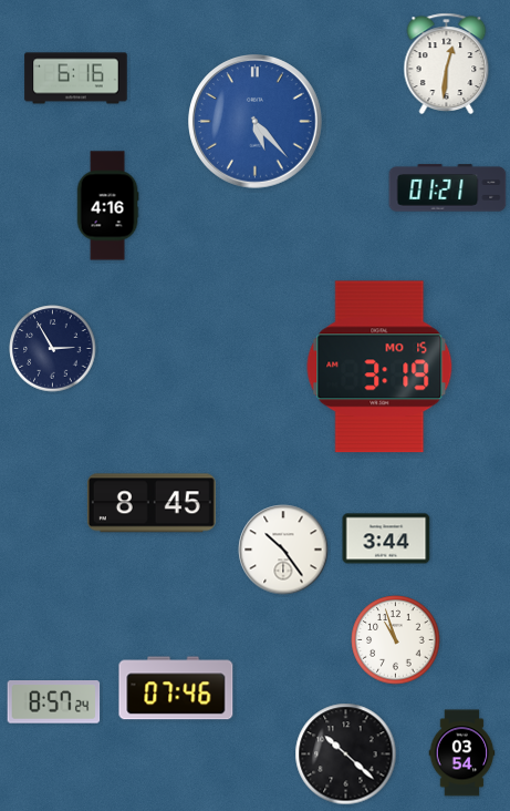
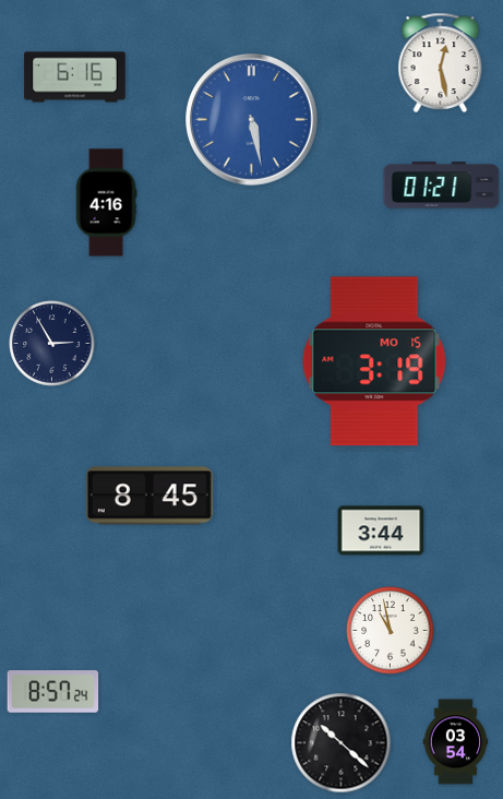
clock at (447, 63): 12:31 -> 12:28
clock at (256, 122): 5:23 -> 5:28
clock at (283, 550): 10:24 -> none
clock at (396, 640): 10:57 -> 10:58
clock at (176, 688): 07:46 -> none
